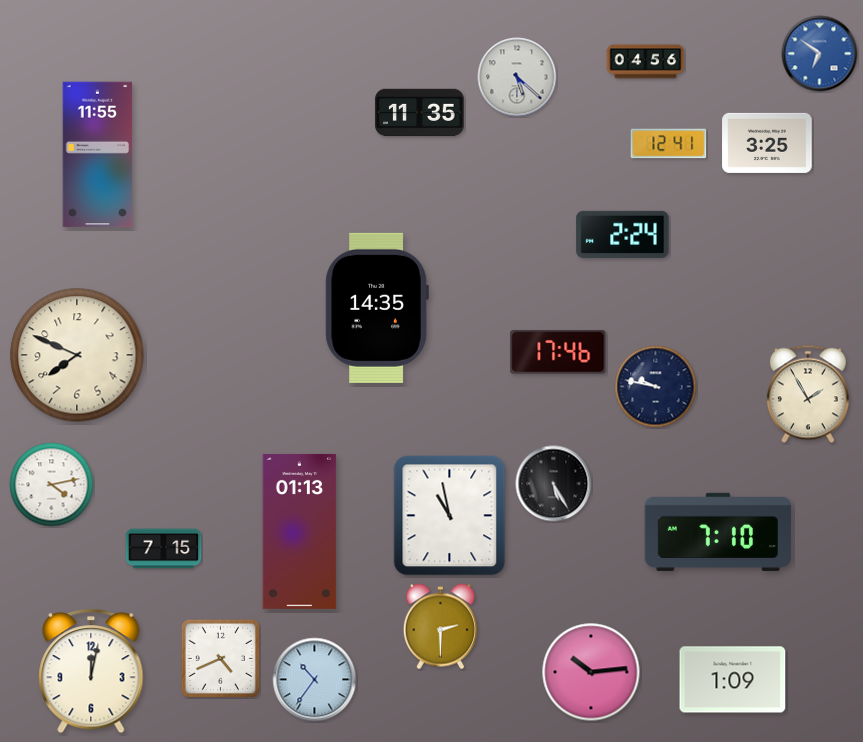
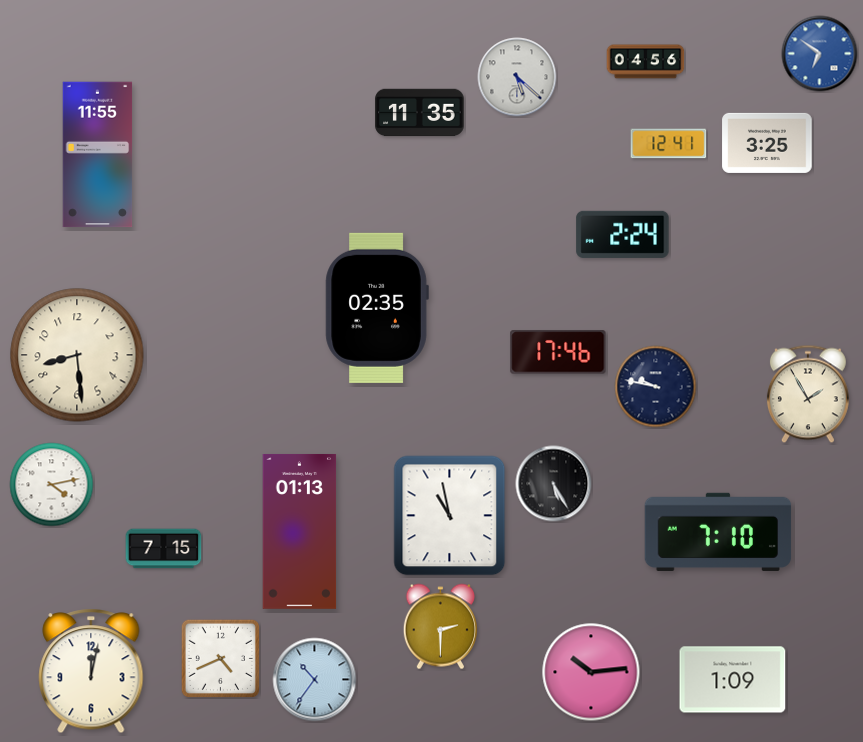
clock at (377, 308): 14:35 -> 02:35
clock at (77, 355): 7:49 -> 8:29
